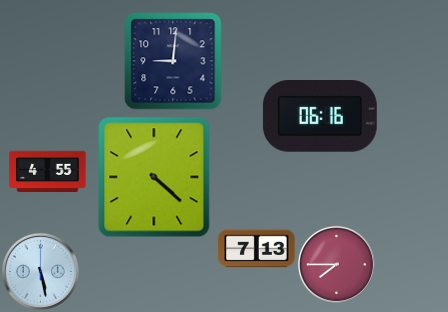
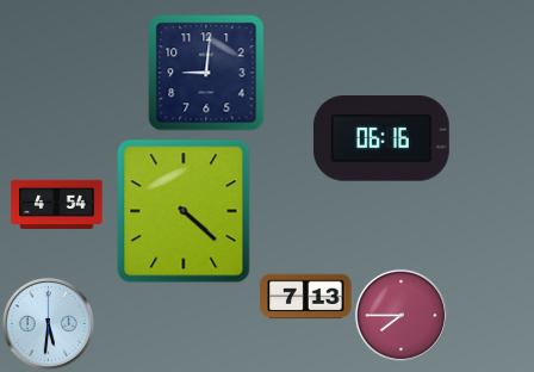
clock at (48, 171): 4:55 -> 4:54
clock at (40, 271): 5:28 -> 5:31
